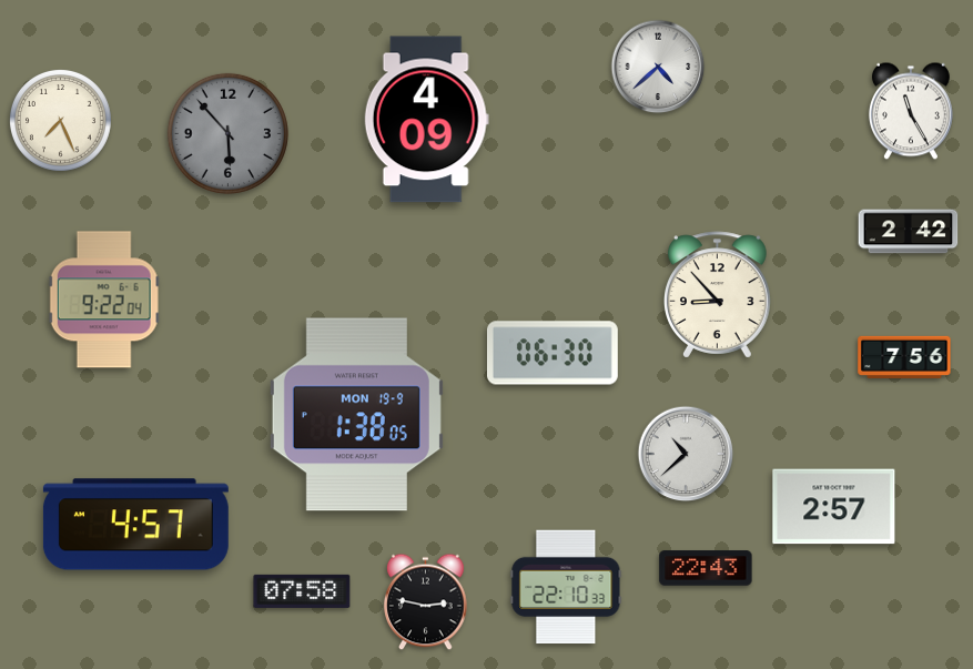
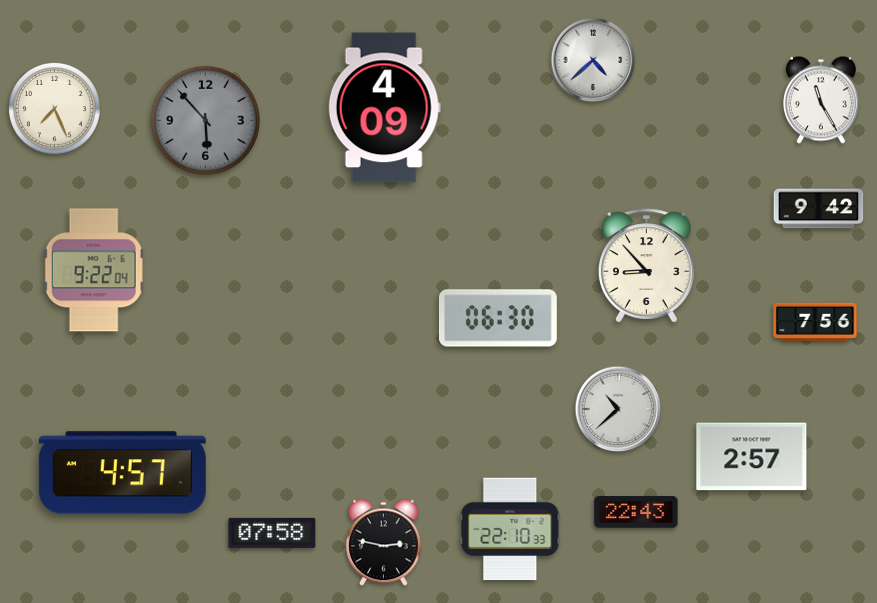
clock at (909, 232): 2:42 -> 9:42
clock at (356, 415): 1:38 -> none
